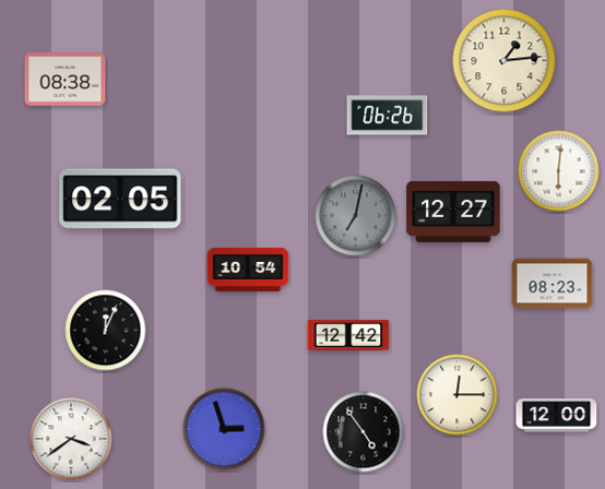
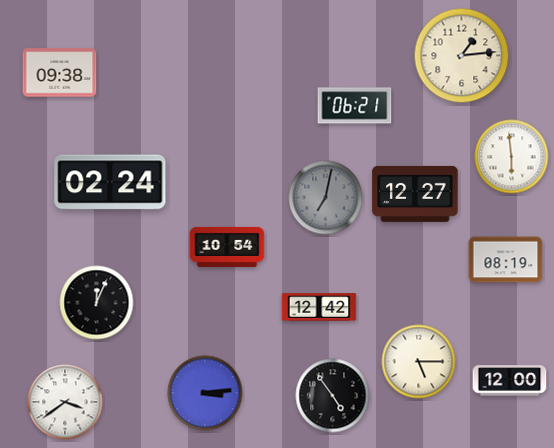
clock at (66, 80): 08:38 -> 09:38
clock at (388, 116): 06:26 -> 06:21
clock at (559, 171): 6:01 -> 5:59
clock at (120, 199): 02:05 -> 02:24
clock at (553, 284): 08:23 -> 08:19
clock at (458, 395): 12:15 -> 5:15
clock at (224, 429): 2:57 -> 3:14
